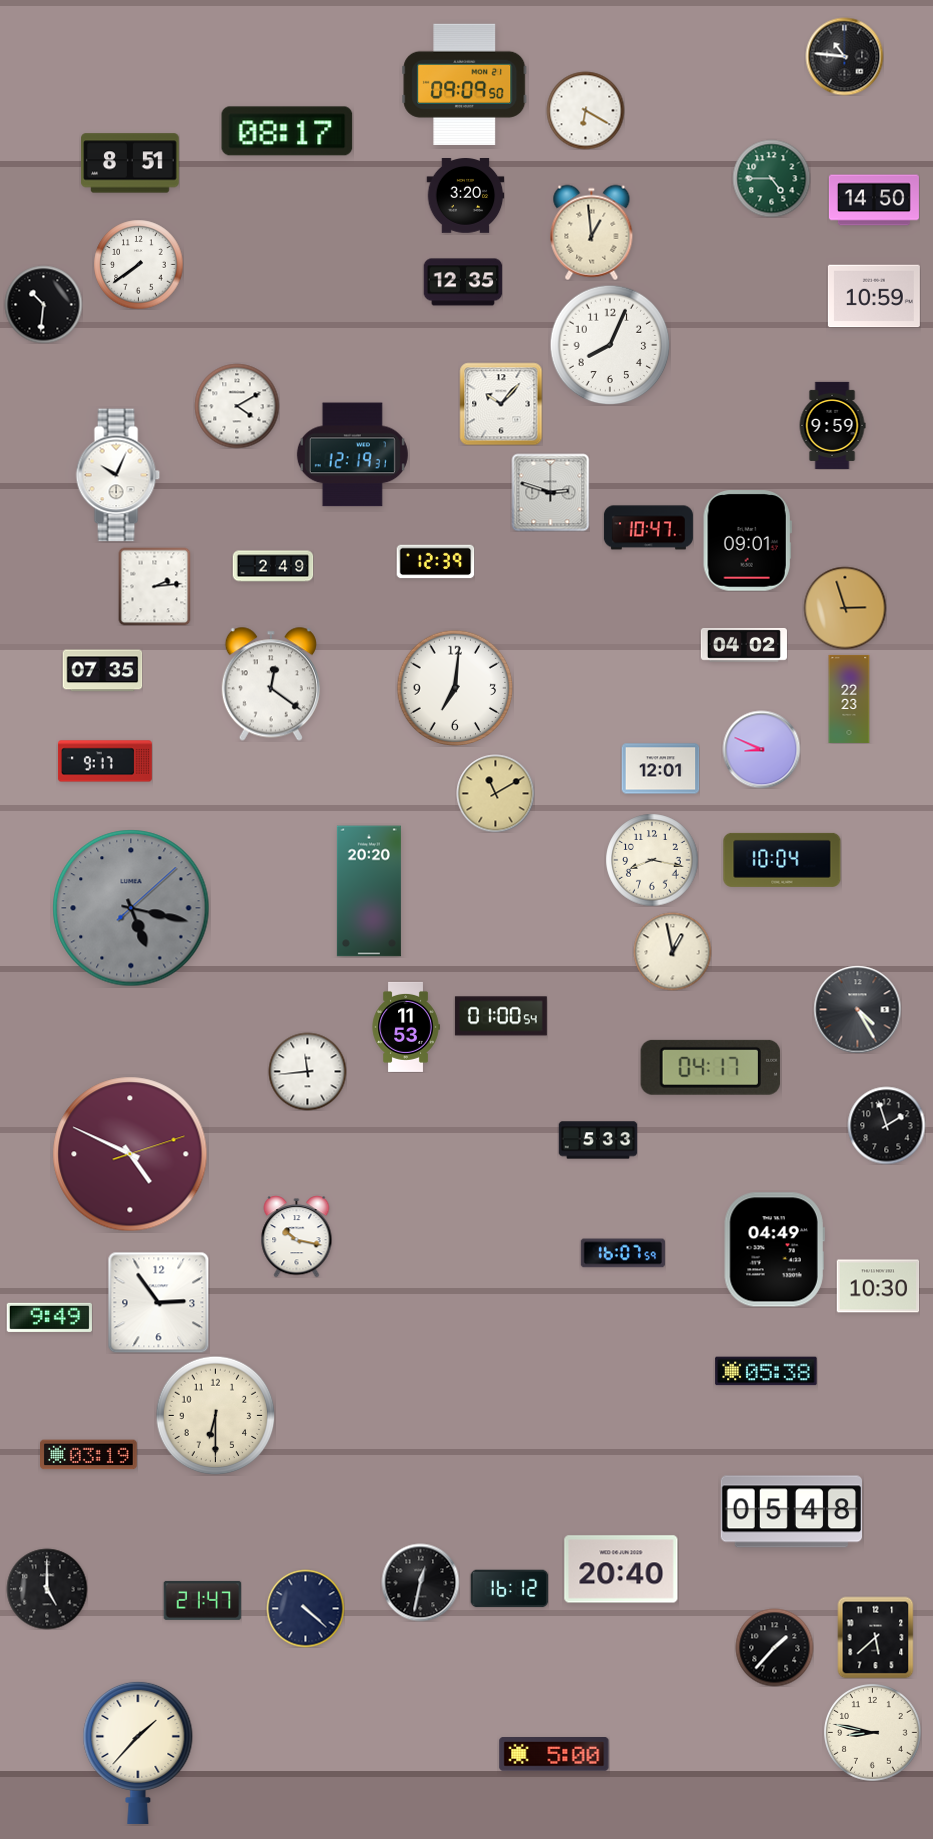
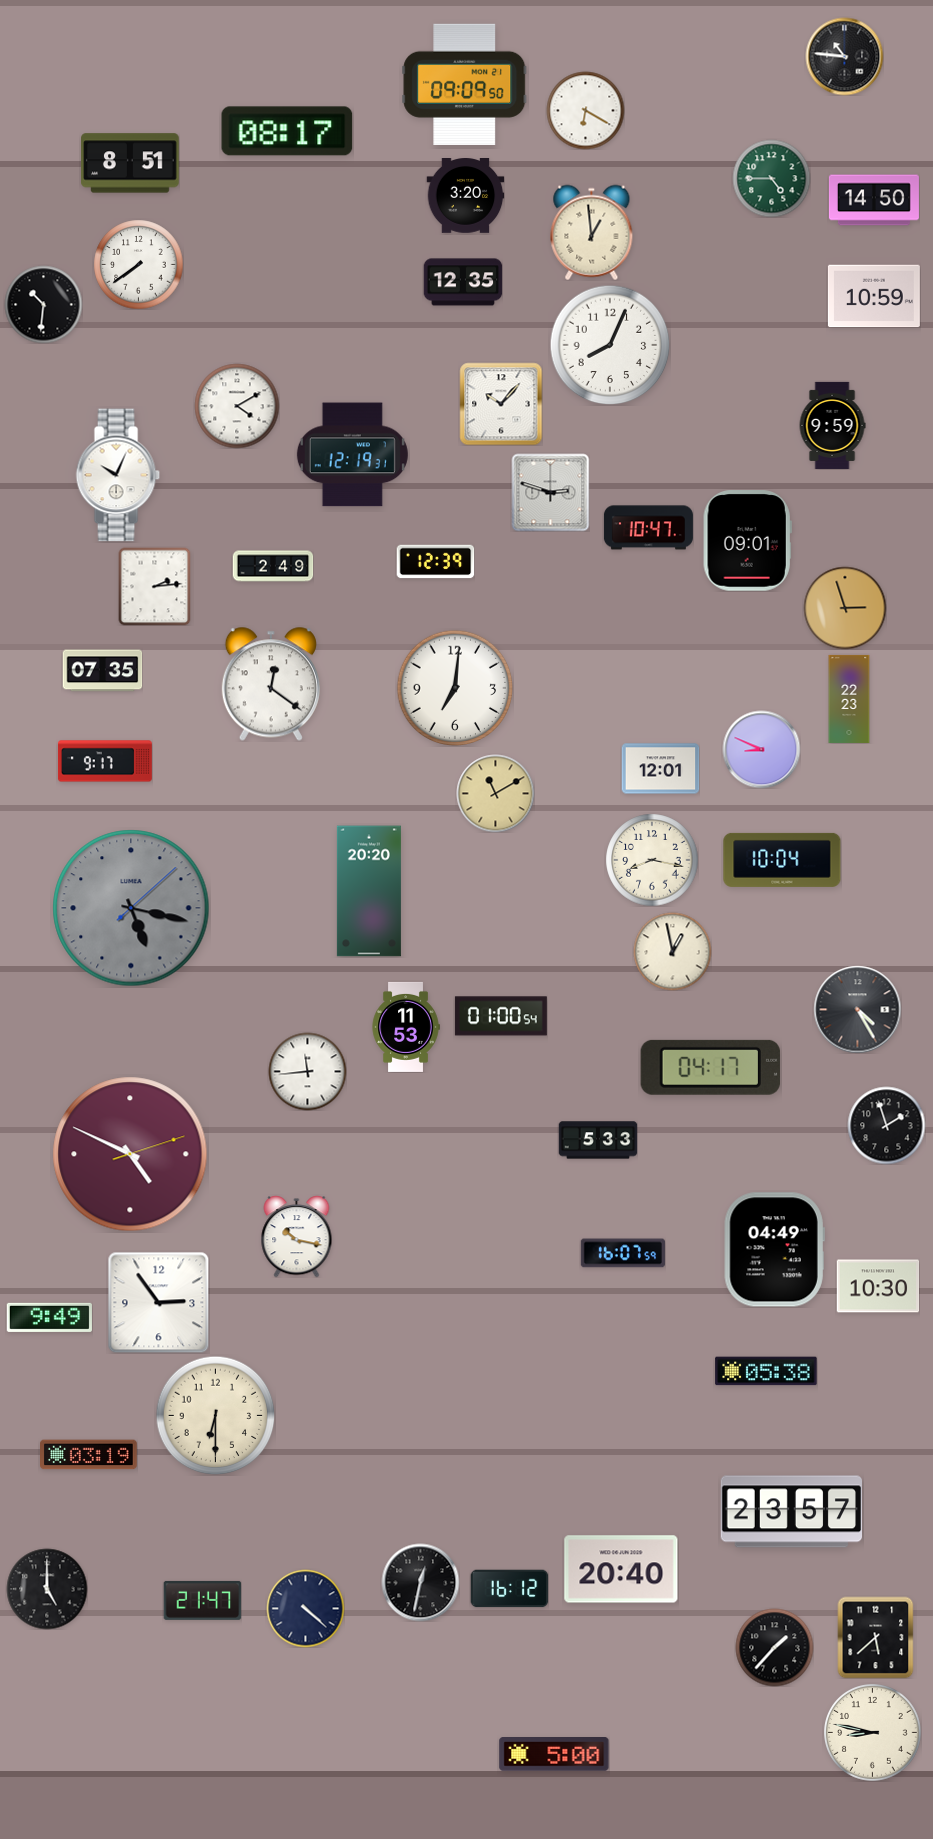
clock at (744, 646): 04:02 -> none
clock at (791, 1512): 05:48 -> 23:57
clock at (138, 1752): 1:37 -> none
